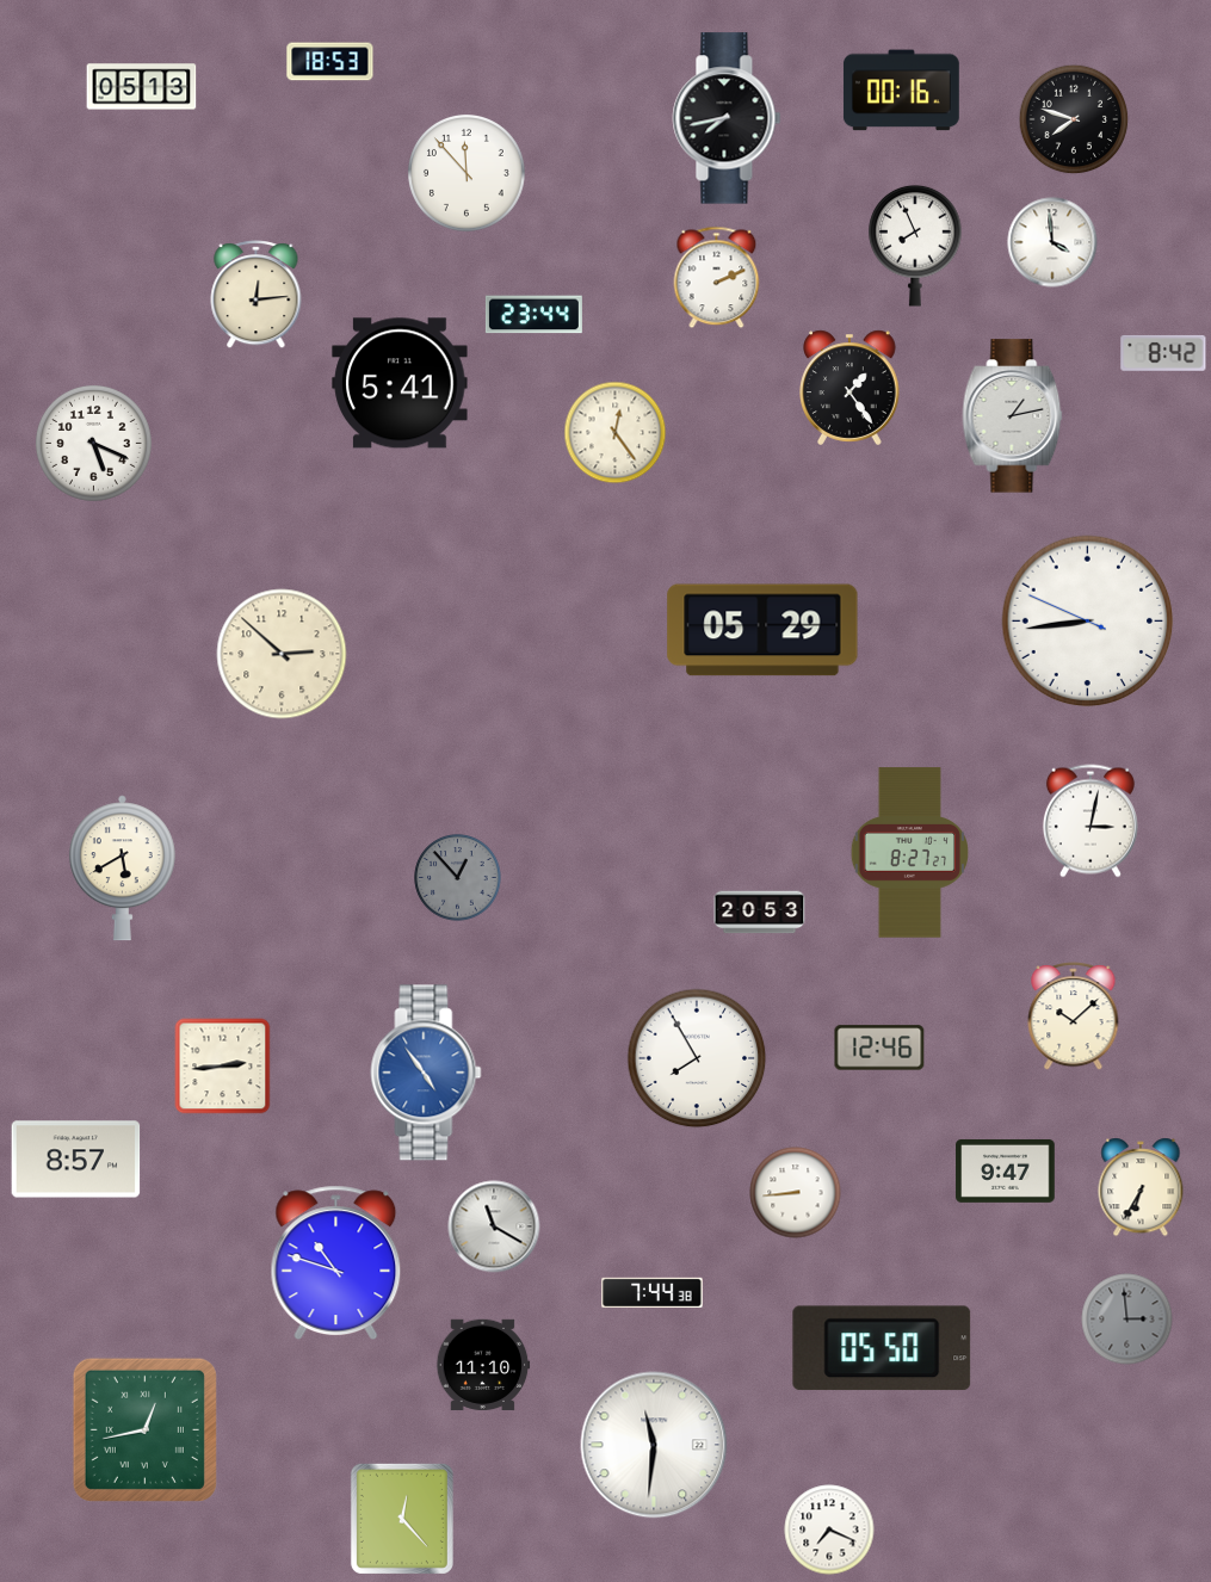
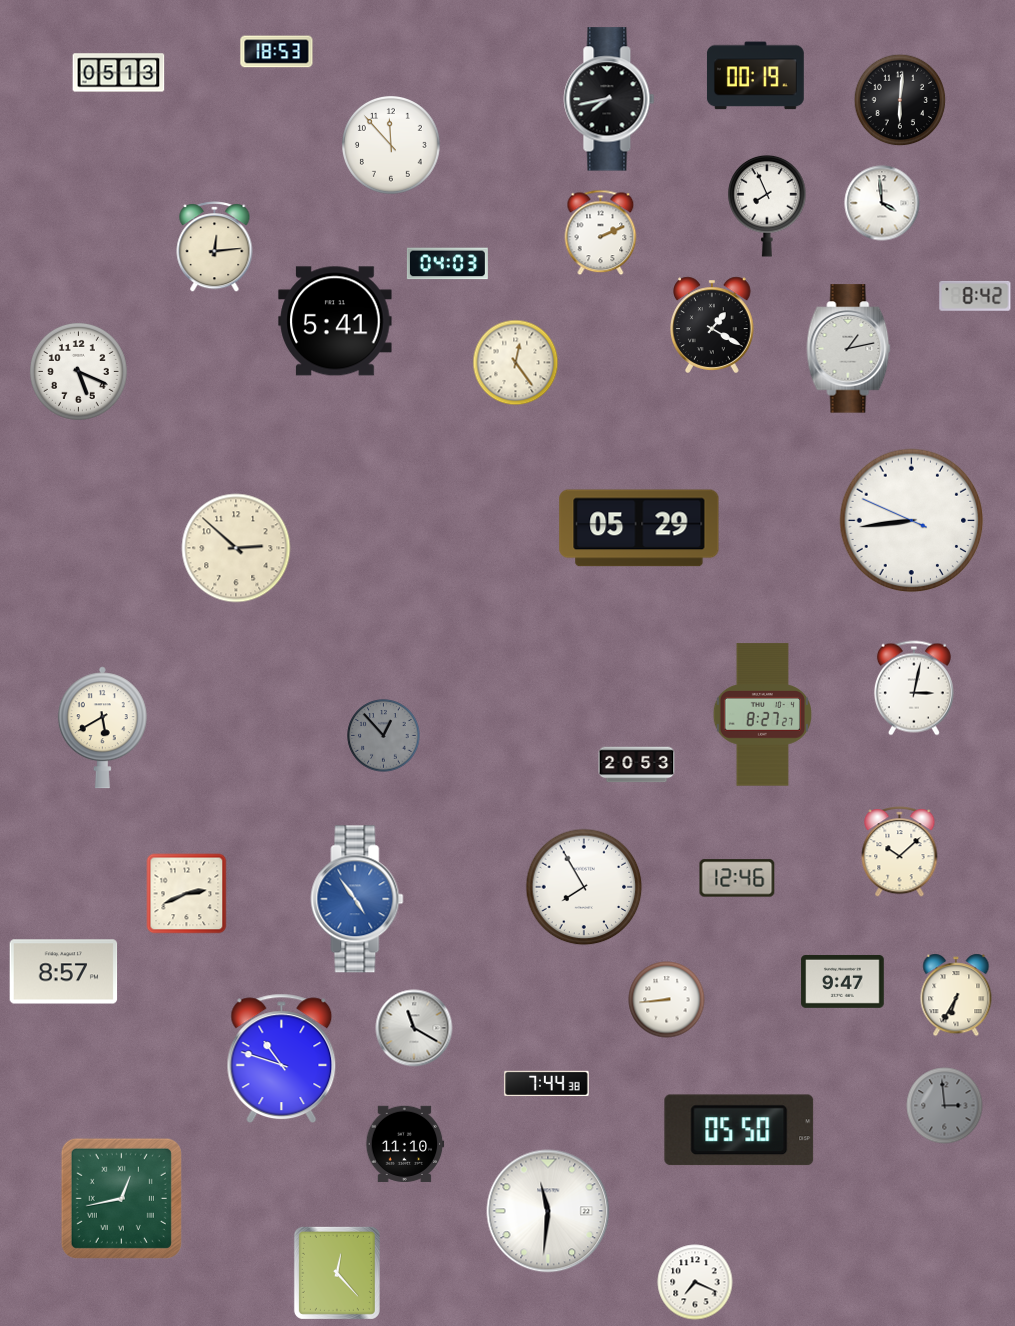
clock at (901, 91): 00:16 -> 00:19
clock at (1074, 119): 7:48 -> 6:01
clock at (533, 315): 23:44 -> 04:03
clock at (851, 388): 1:24 -> 1:20
clock at (223, 1067): 2:44 -> 2:41
